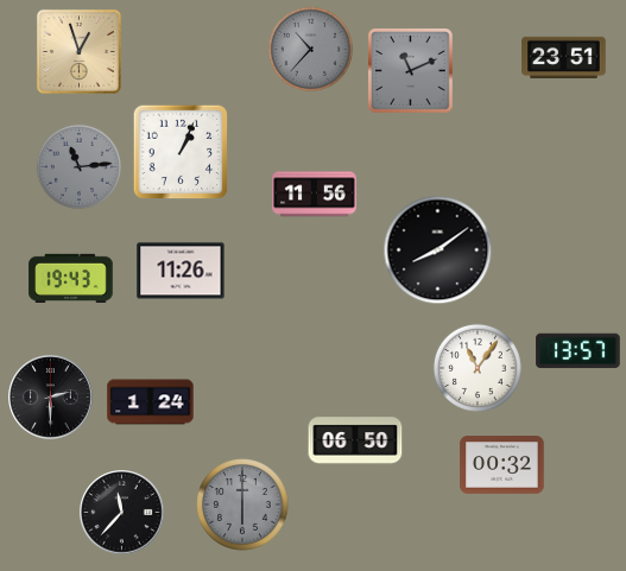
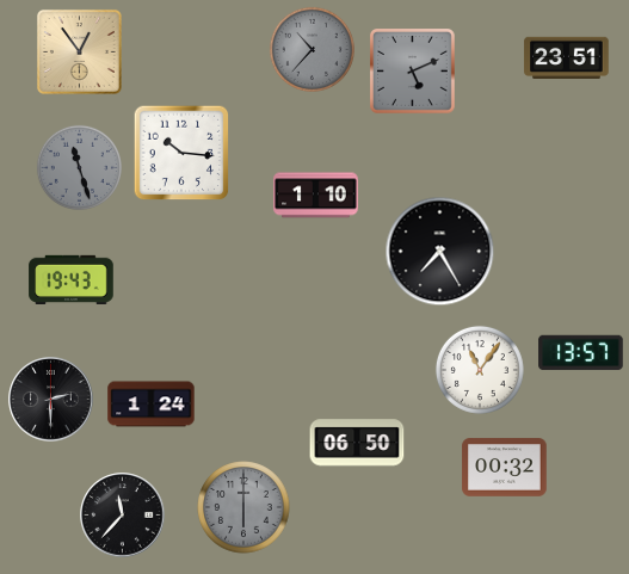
clock at (78, 51): 12:57 -> 12:54
clock at (411, 71): 11:11 -> 5:11
clock at (181, 152): 1:04 -> 10:16
clock at (78, 166): 11:14 -> 11:27
clock at (315, 195): 11:56 -> 1:10
clock at (438, 250): 8:09 -> 7:25
clock at (181, 271): 11:26 -> none
